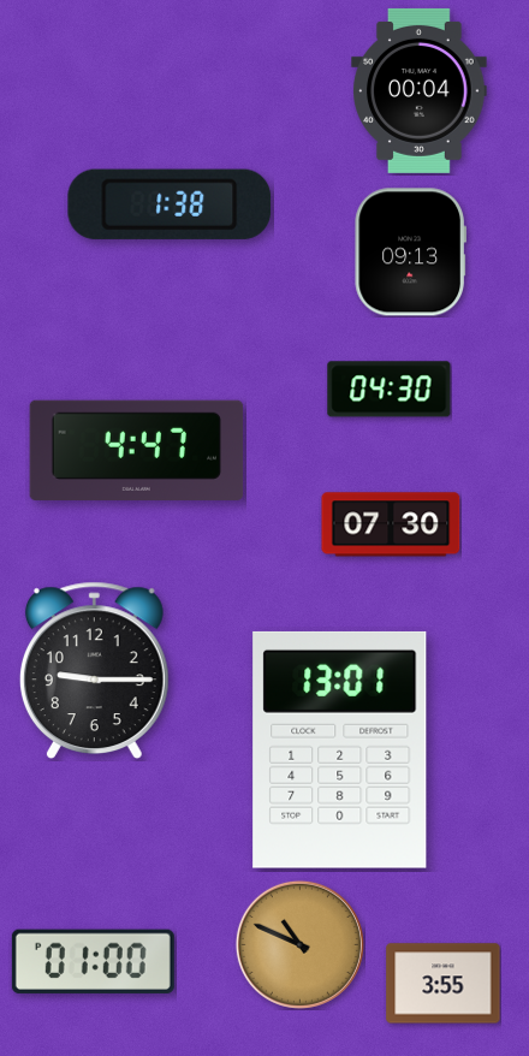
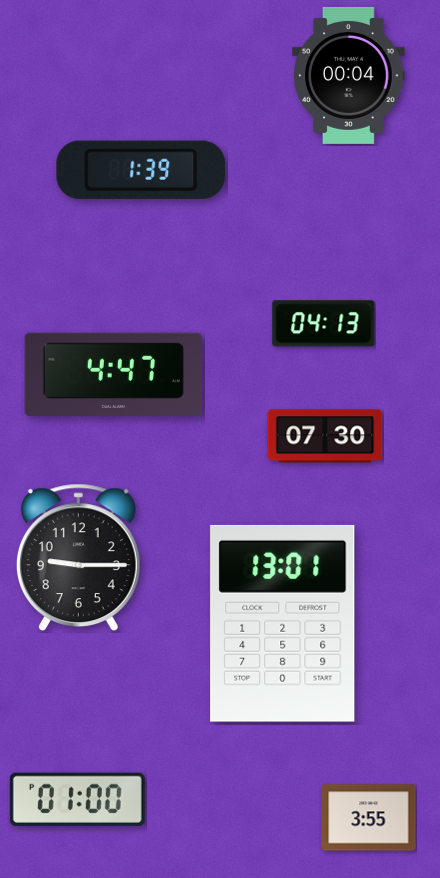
clock at (170, 204): 1:38 -> 1:39
clock at (410, 253): 09:13 -> none
clock at (390, 390): 04:30 -> 04:13
clock at (299, 944): 10:49 -> none
